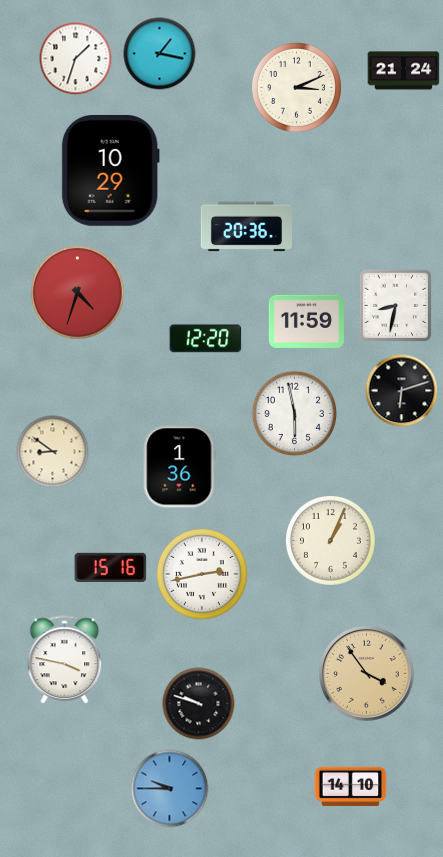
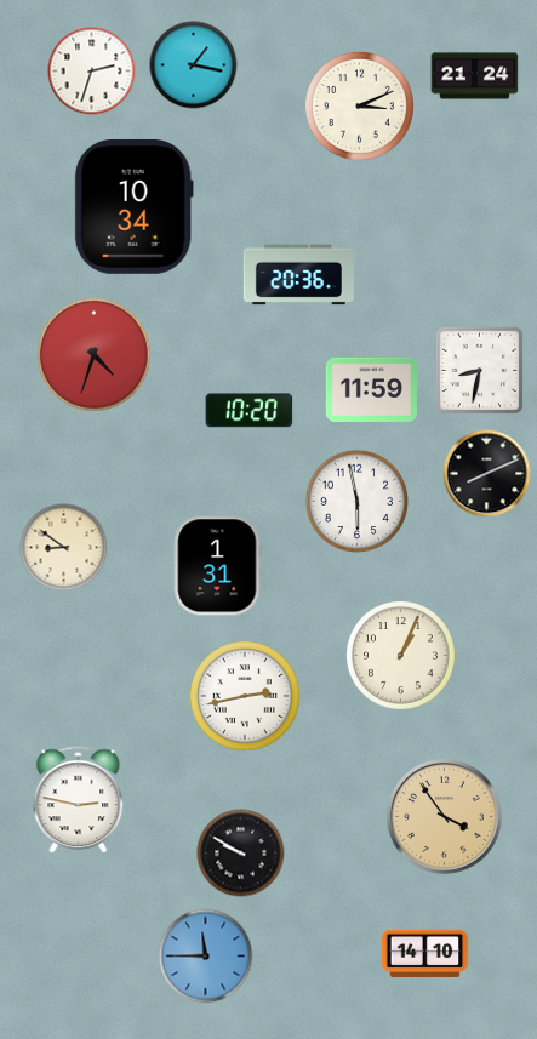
clock at (76, 59): 1:33 -> 2:33
clock at (404, 71) position: (404, 71) -> (475, 76)
clock at (110, 170): 10:29 -> 10:34
clock at (206, 339): 12:20 -> 10:20
clock at (402, 391): 6:12 -> 8:11
clock at (179, 467): 1:36 -> 1:31
clock at (111, 567): 15:16 -> none
clock at (65, 659): 3:47 -> 2:47
clock at (199, 704): 9:48 -> 9:50
clock at (170, 789): 9:45 -> 11:45
